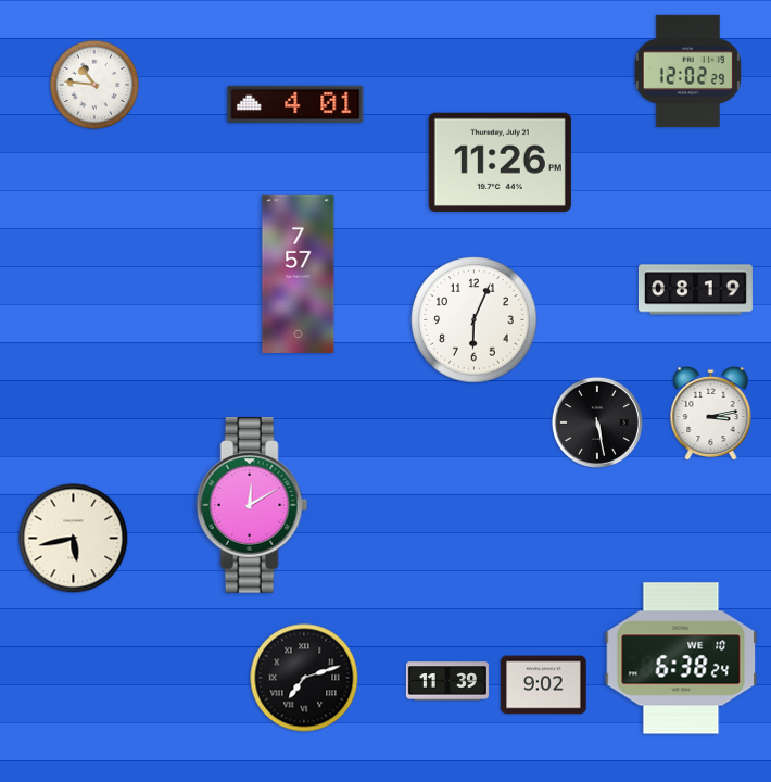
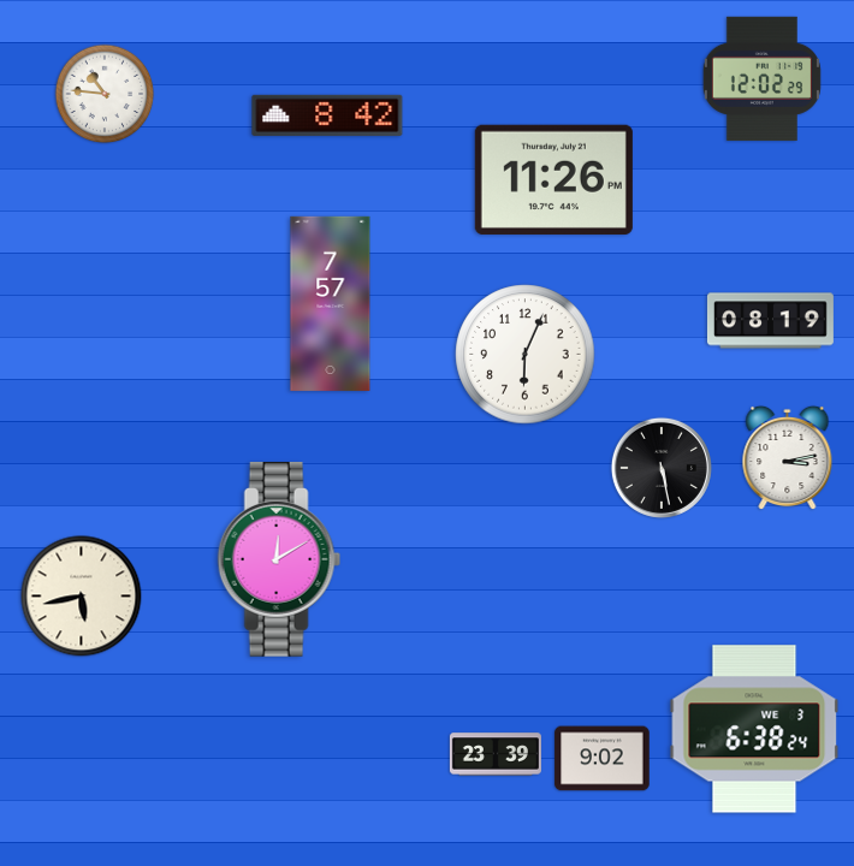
clock at (295, 104): 4:01 -> 8:42
clock at (681, 658) date: WE 10 -> WE 3
clock at (304, 678): 7:12 -> none
clock at (447, 681): 11:39 -> 23:39
